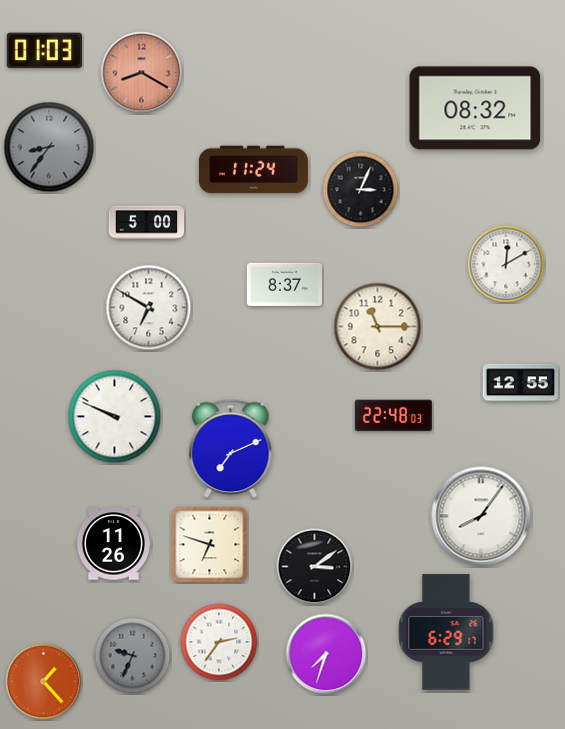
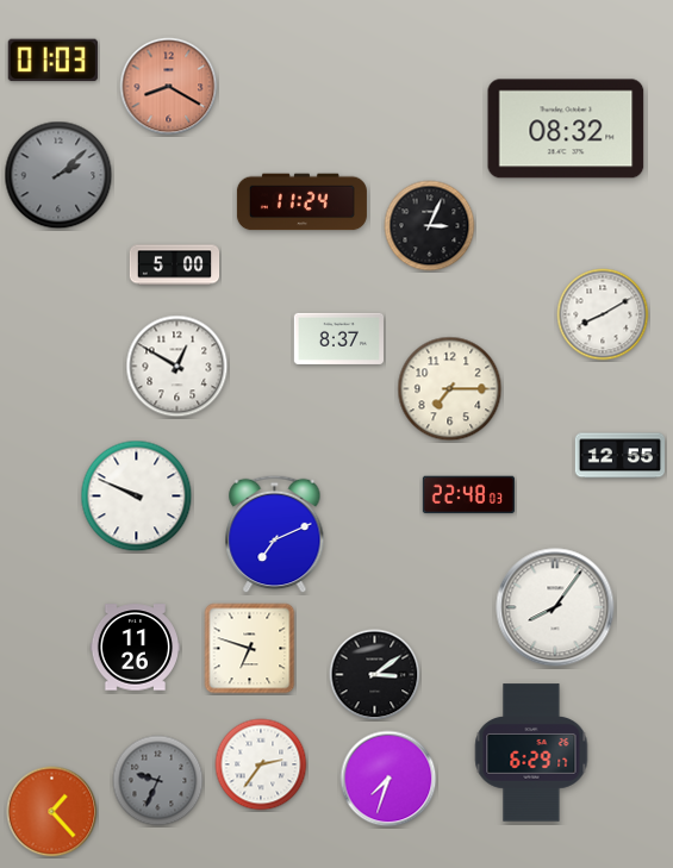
clock at (49, 147): 8:36 -> 2:08
clock at (506, 264): 12:10 -> 8:10
clock at (149, 308): 6:50 -> 12:50
clock at (378, 327): 11:15 -> 7:15
clock at (481, 516) position: (481, 516) -> (555, 607)
